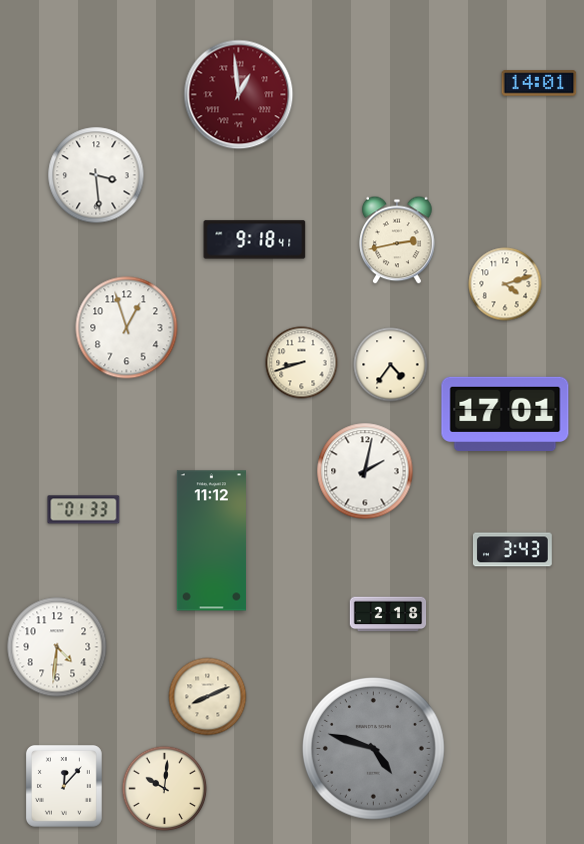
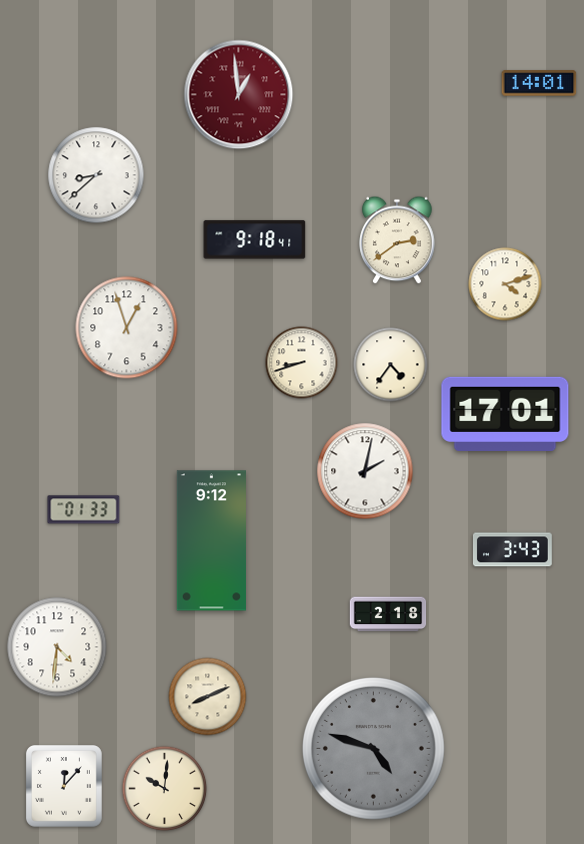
clock at (96, 175): 3:29 -> 8:38
clock at (397, 240): 2:43 -> 2:39
clock at (211, 541): 11:12 -> 9:12
